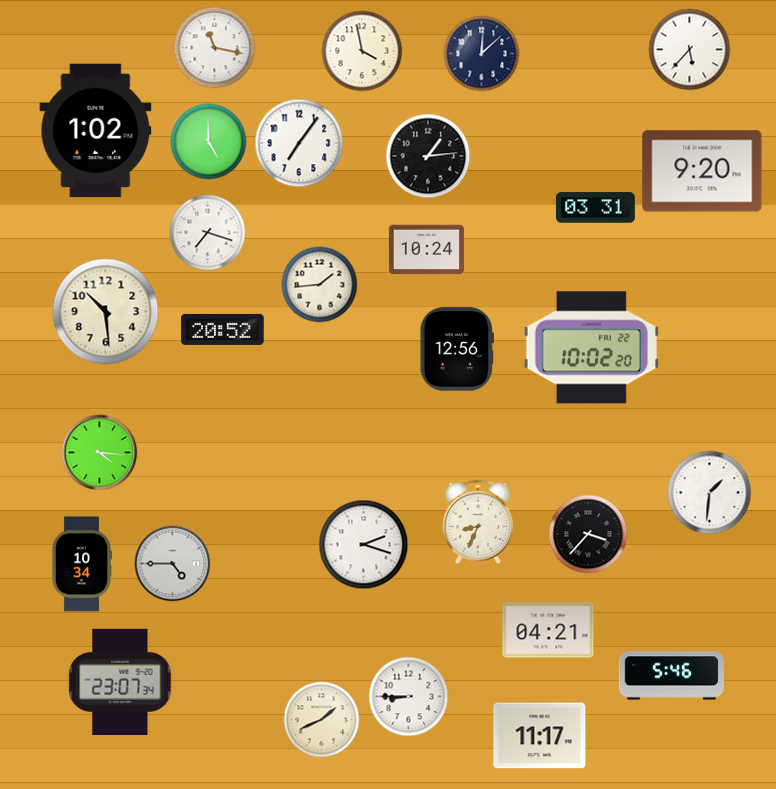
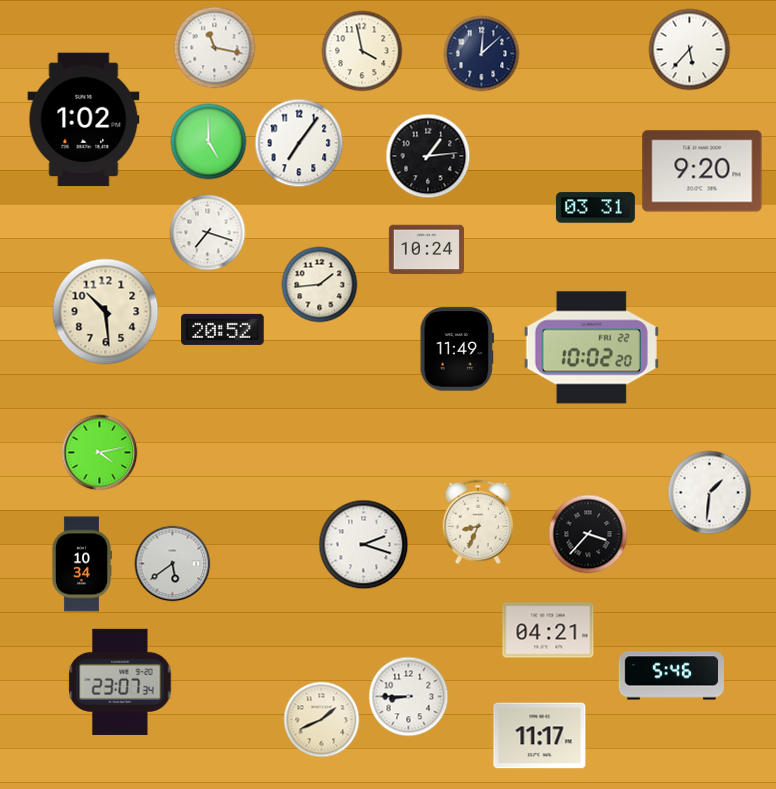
clock at (96, 131) position: (96, 131) -> (84, 120)
clock at (456, 349): 12:56 -> 11:49
clock at (100, 453): 4:16 -> 4:13
clock at (173, 564): 4:45 -> 5:39
